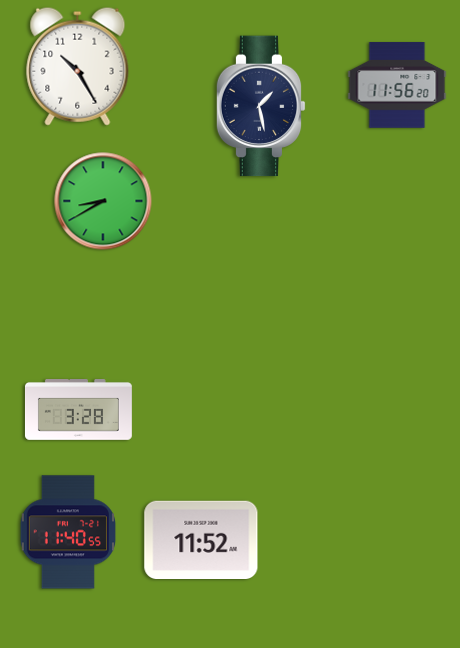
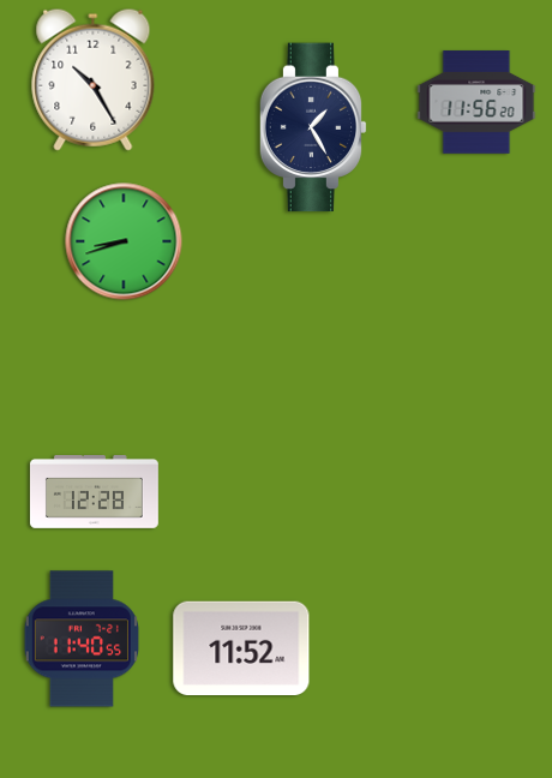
clock at (261, 106): 1:28 -> 1:25
clock at (103, 201): 8:40 -> 8:42
clock at (78, 410): 3:28 -> 12:28
